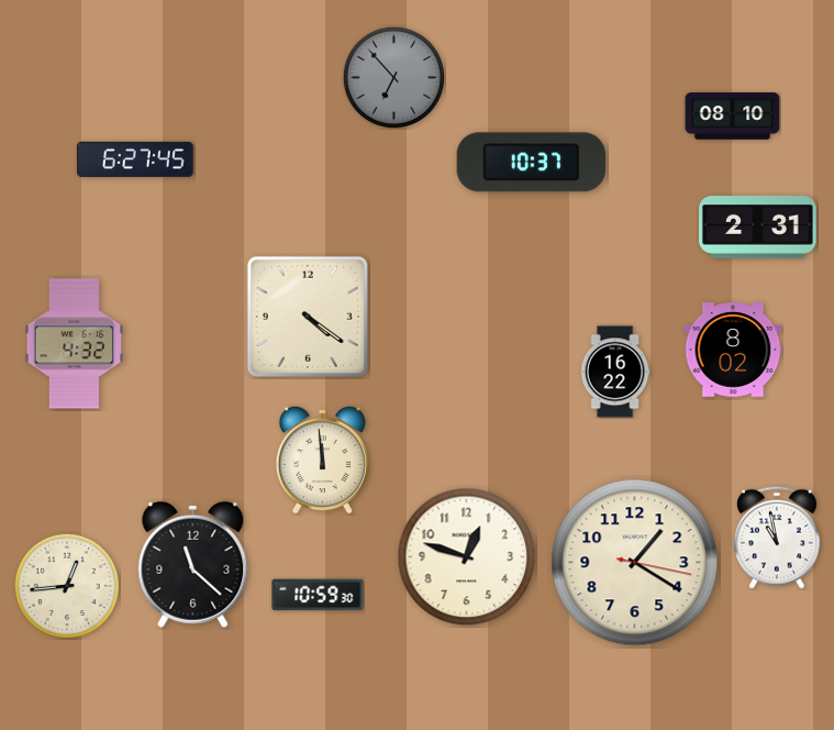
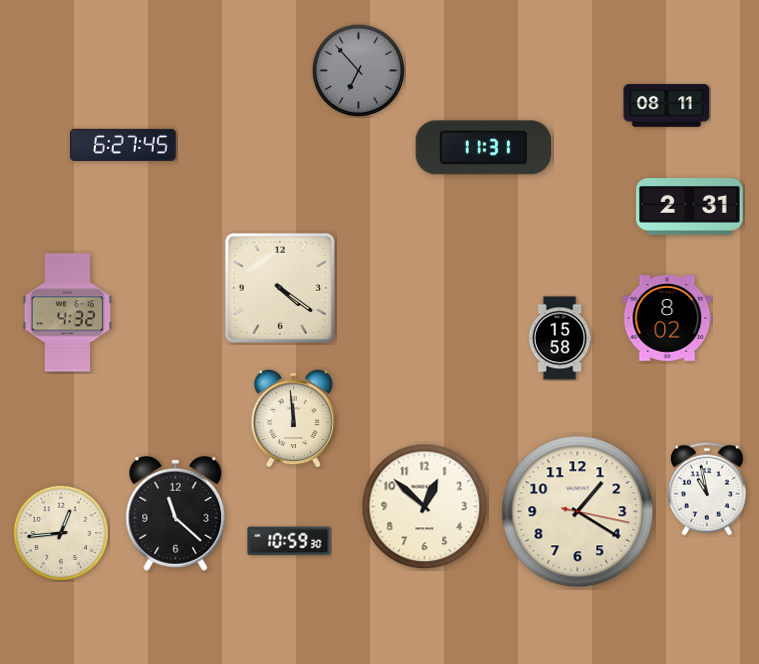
clock at (733, 117): 08:10 -> 08:11
clock at (531, 163): 10:37 -> 11:31
clock at (615, 372): 16:22 -> 15:58
clock at (467, 557): 12:48 -> 12:52
